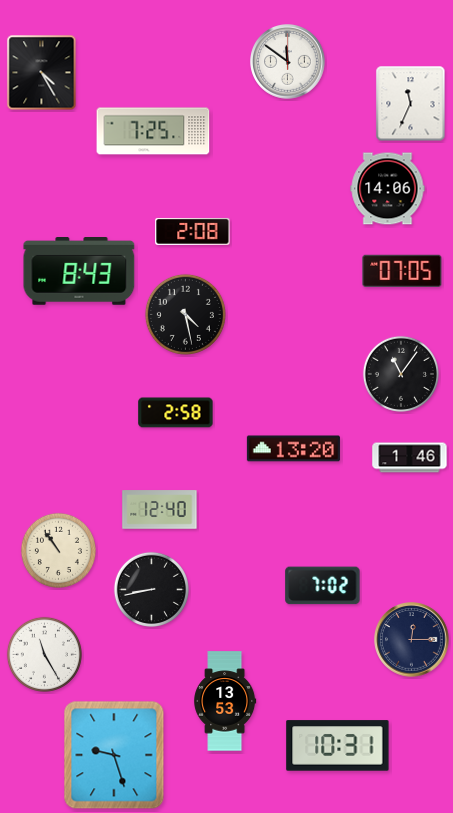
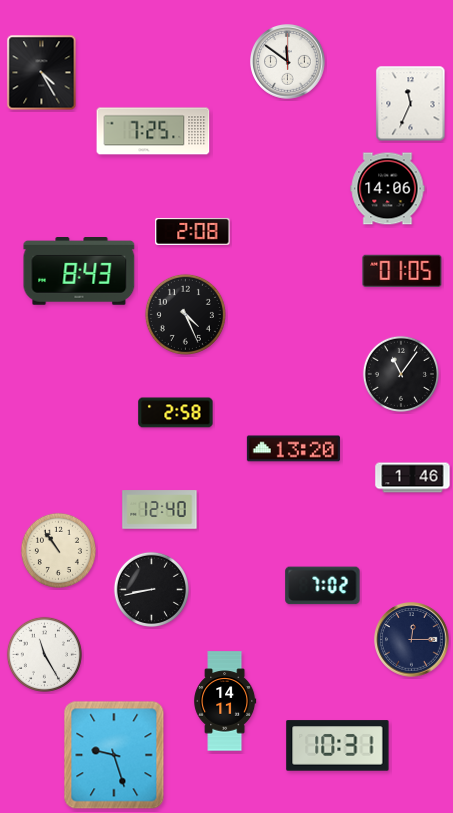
clock at (402, 271): 07:05 -> 01:05
clock at (185, 314): 4:28 -> 4:26
clock at (410, 458) position: (410, 458) -> (413, 478)
clock at (225, 701): 13:53 -> 14:11
